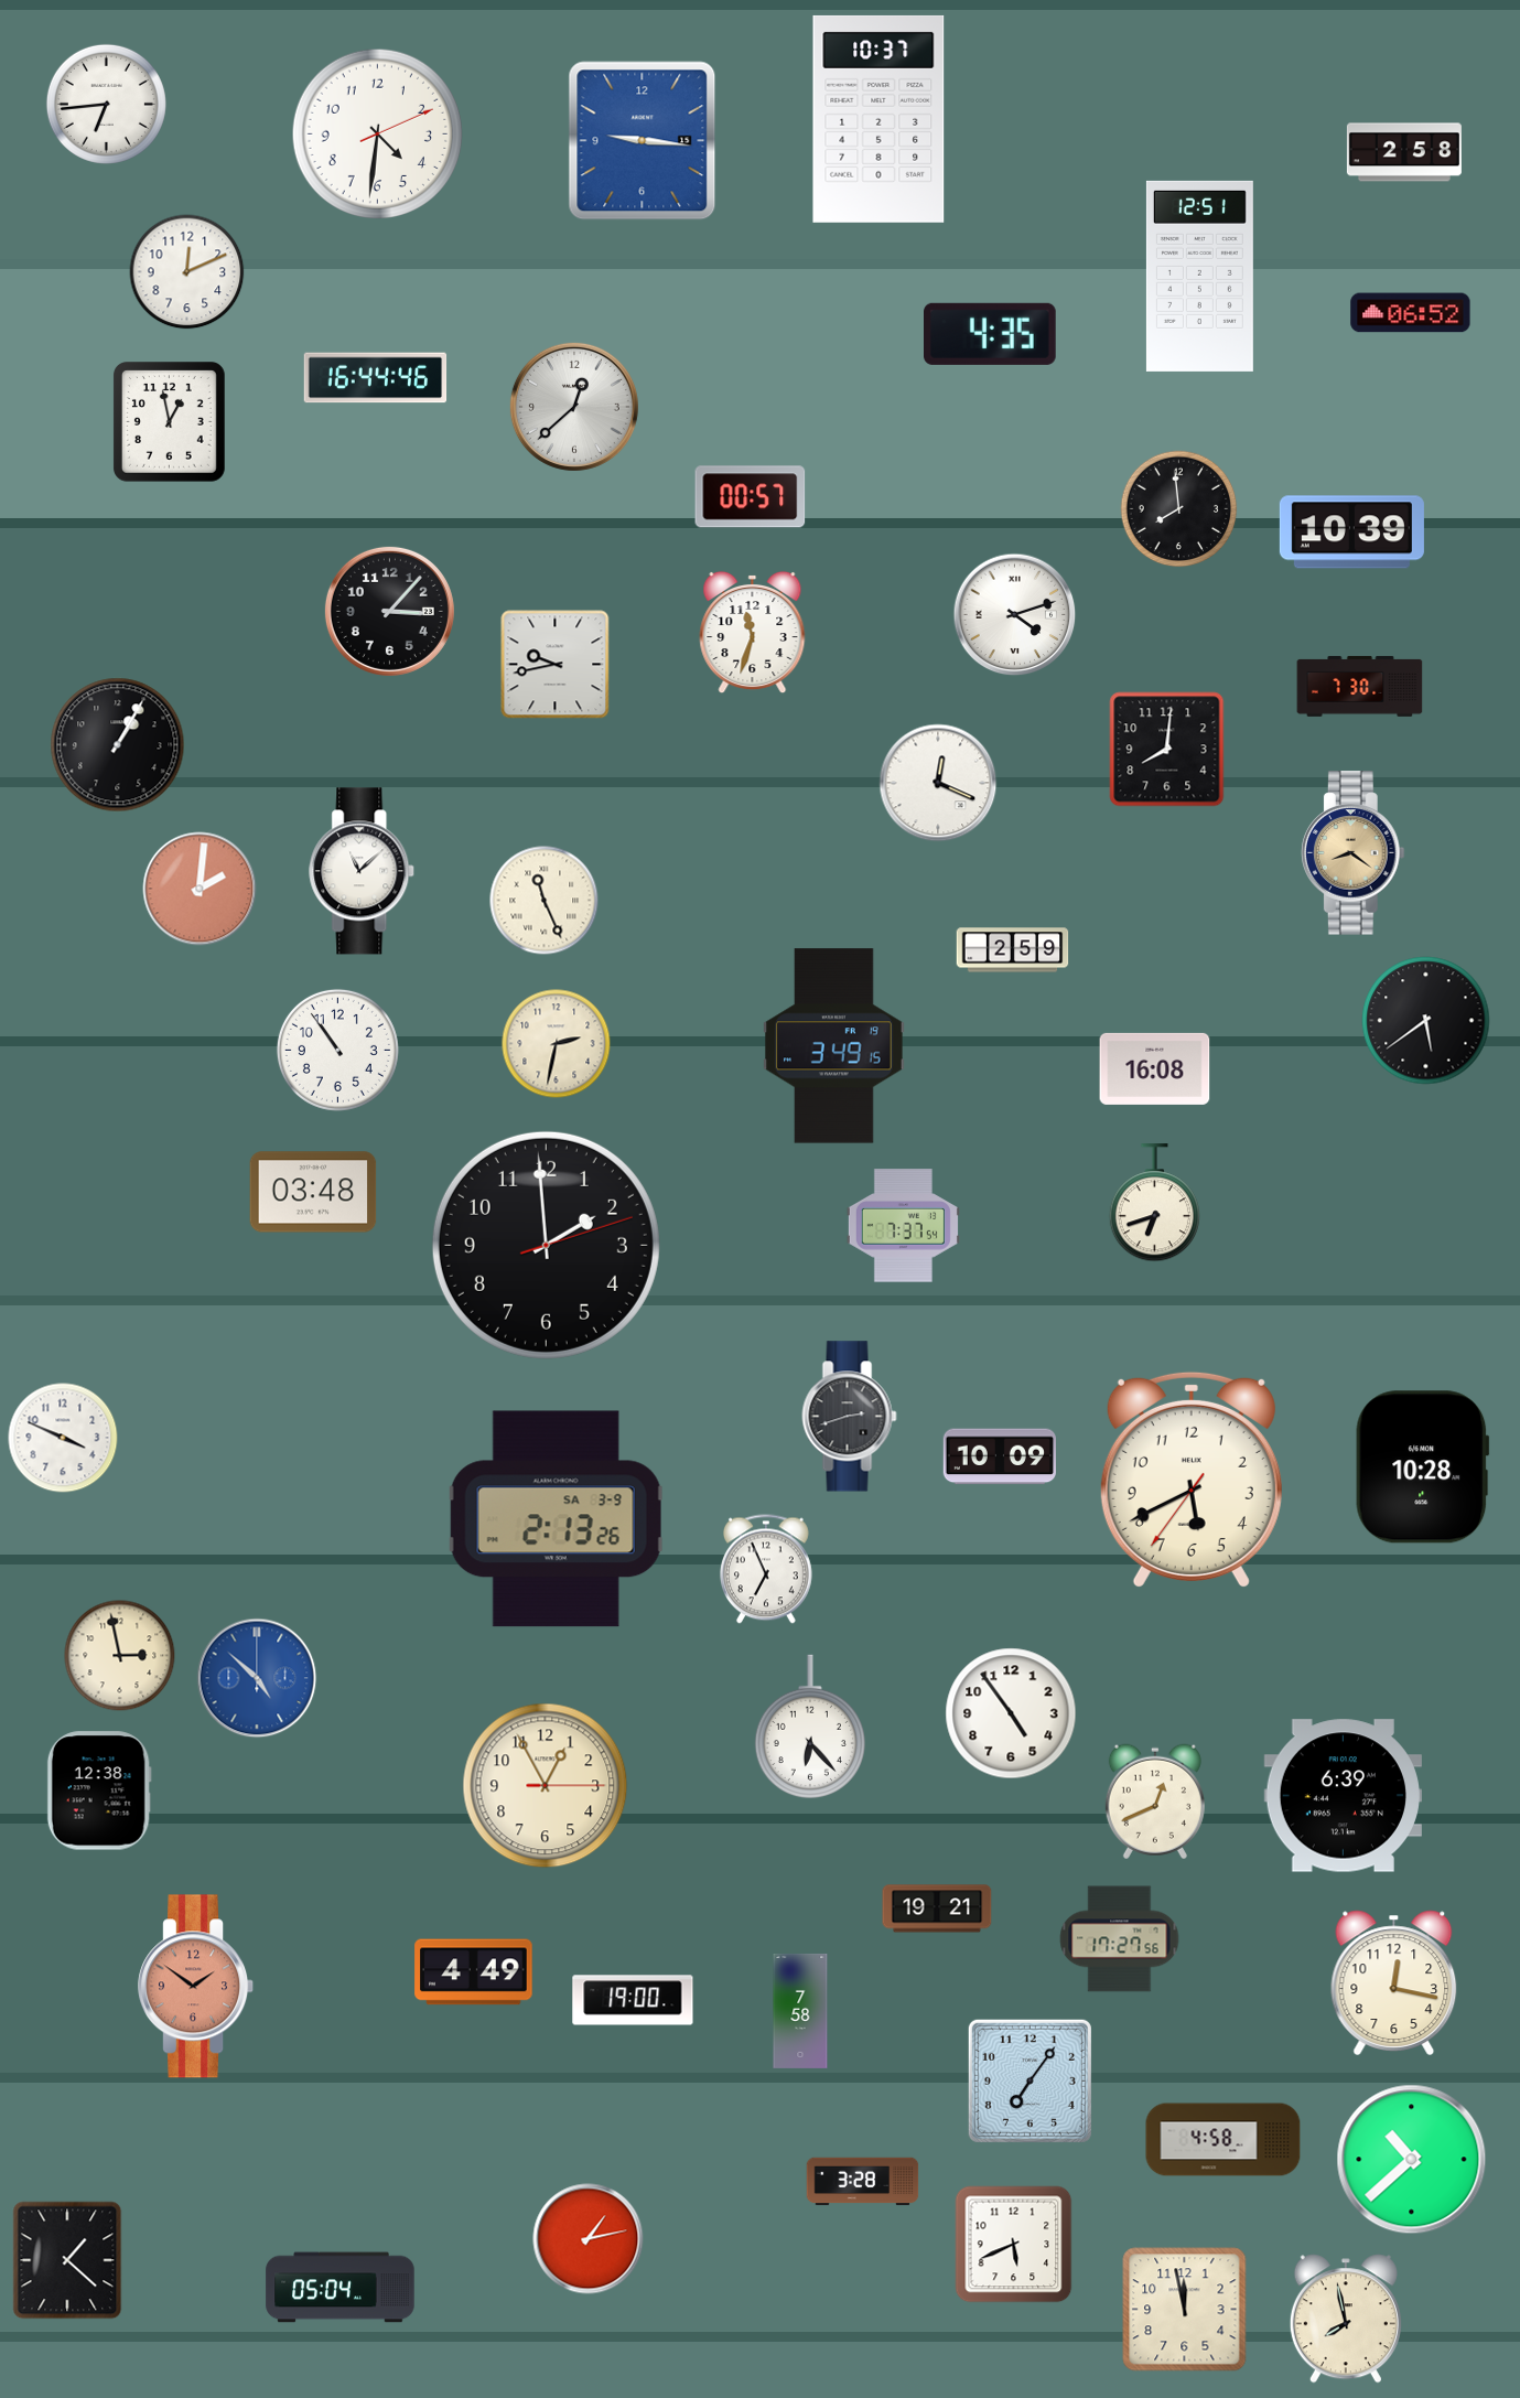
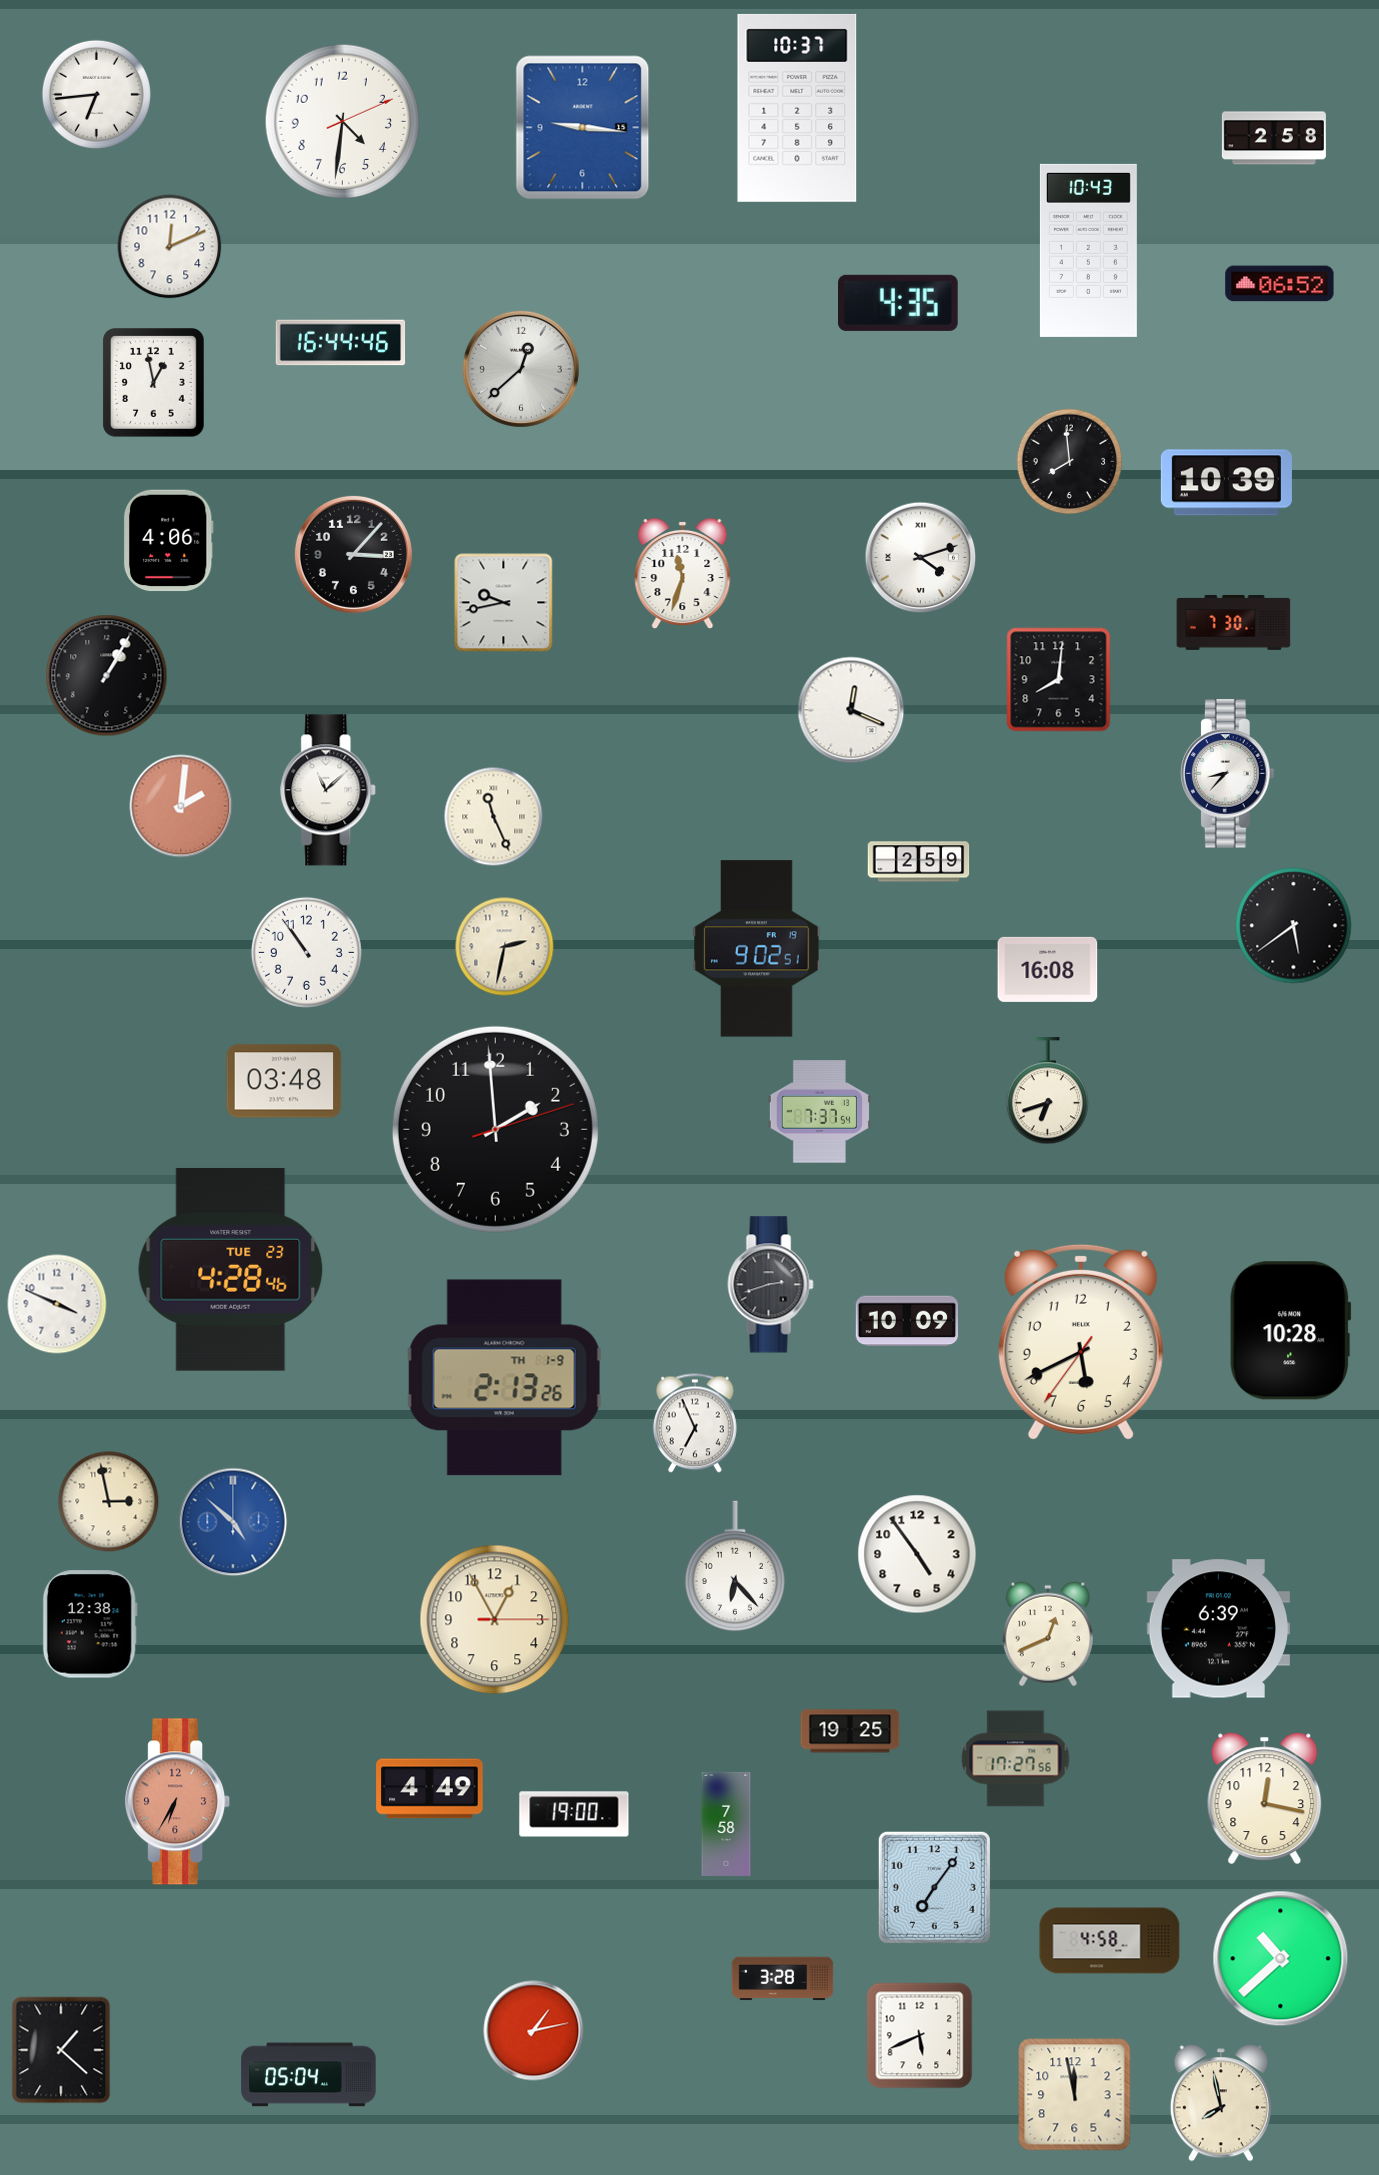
clock at (1199, 276): 12:51 -> 10:43
clock at (751, 497): 00:57 -> none
clock at (168, 541): none -> 4:06
clock at (1352, 853): 8:21 -> 8:37
clock at (1352, 853) dial: champagne -> white
clock at (834, 1046): 3:49 -> 9:02
clock at (231, 1269): none -> 4:28
clock at (557, 1519) date: SA 3-9 -> TH 1-9
clock at (937, 1908): 19:21 -> 19:25
clock at (196, 1987): 1:51 -> 6:35
